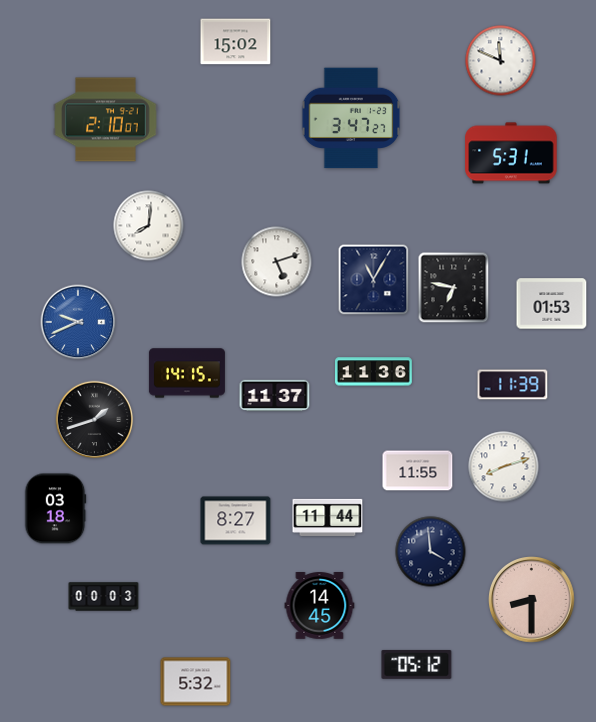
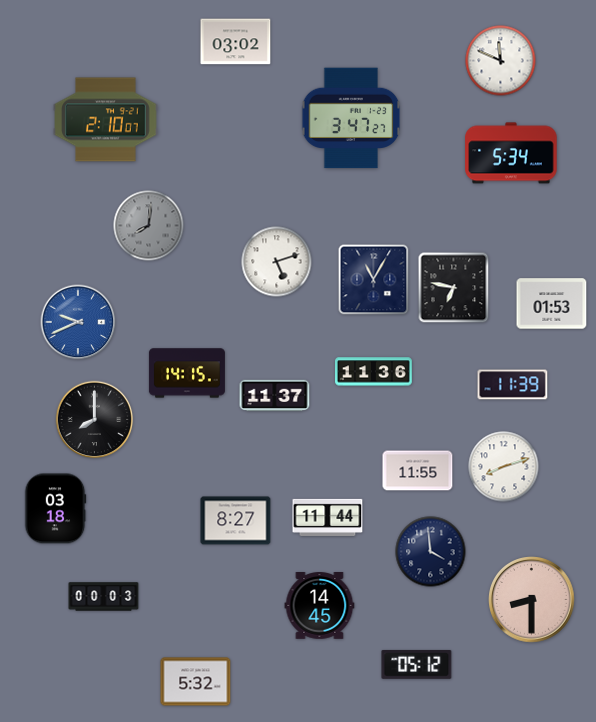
clock at (236, 42): 15:02 -> 03:02
clock at (511, 153): 5:31 -> 5:34
clock at (149, 226) dial: white -> grey
clock at (95, 420): 1:42 -> 8:00
